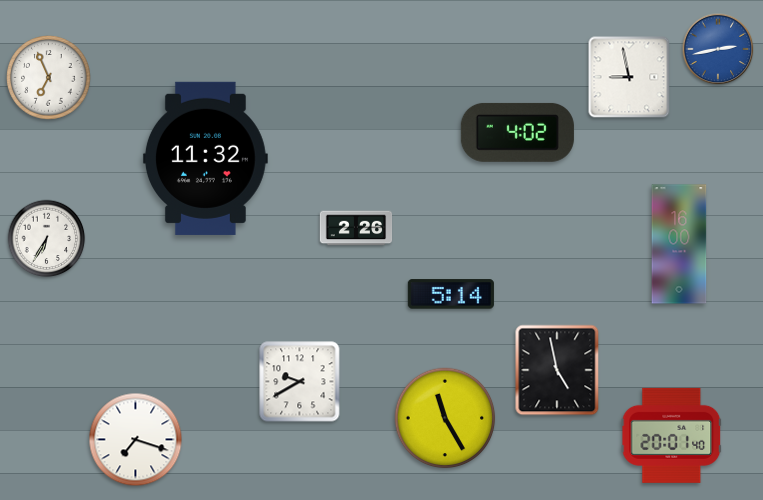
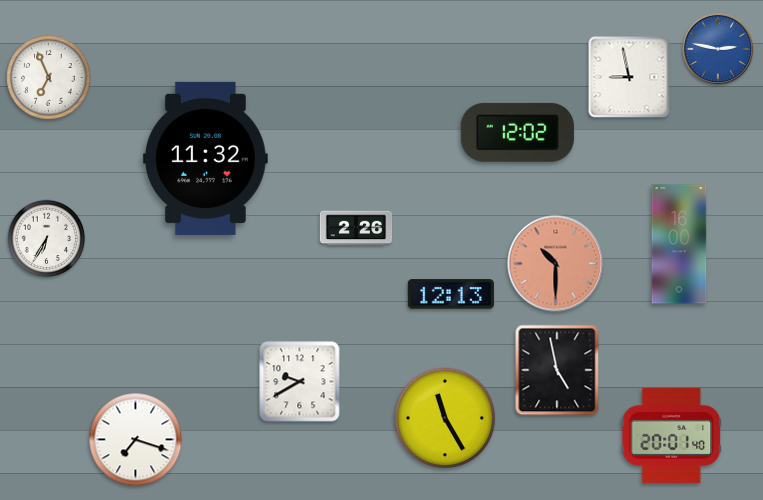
clock at (718, 49): 2:43 -> 2:47
clock at (517, 132): 4:02 -> 12:02
clock at (556, 264): none -> 10:30
clock at (451, 294): 5:14 -> 12:13
